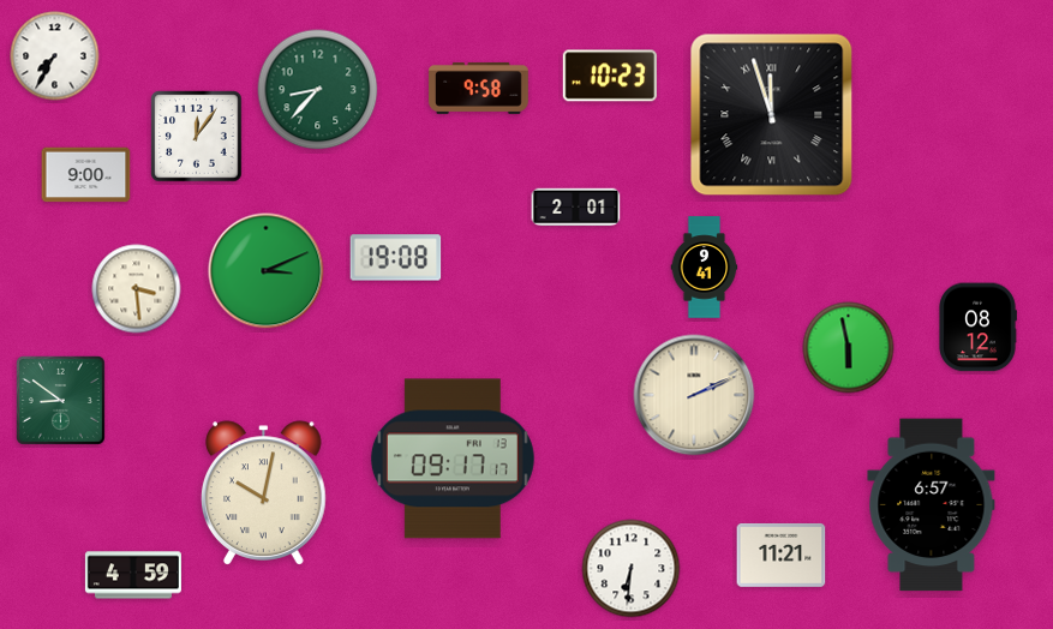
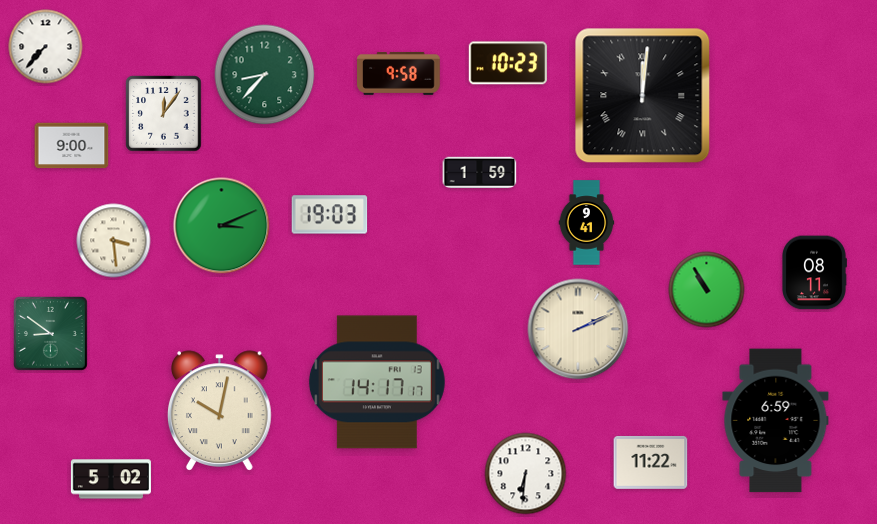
clock at (55, 56): 7:35 -> 7:37
clock at (772, 115): 11:57 -> 12:01
clock at (576, 208): 2:01 -> 1:59
clock at (396, 258): 19:08 -> 19:03
clock at (977, 328): 08:12 -> 08:11
clock at (849, 348): 5:58 -> 10:55
clock at (453, 459): 09:17 -> 14:17
clock at (932, 505): 6:57 -> 6:59
clock at (782, 555): 11:21 -> 11:22
clock at (133, 575): 4:59 -> 5:02
